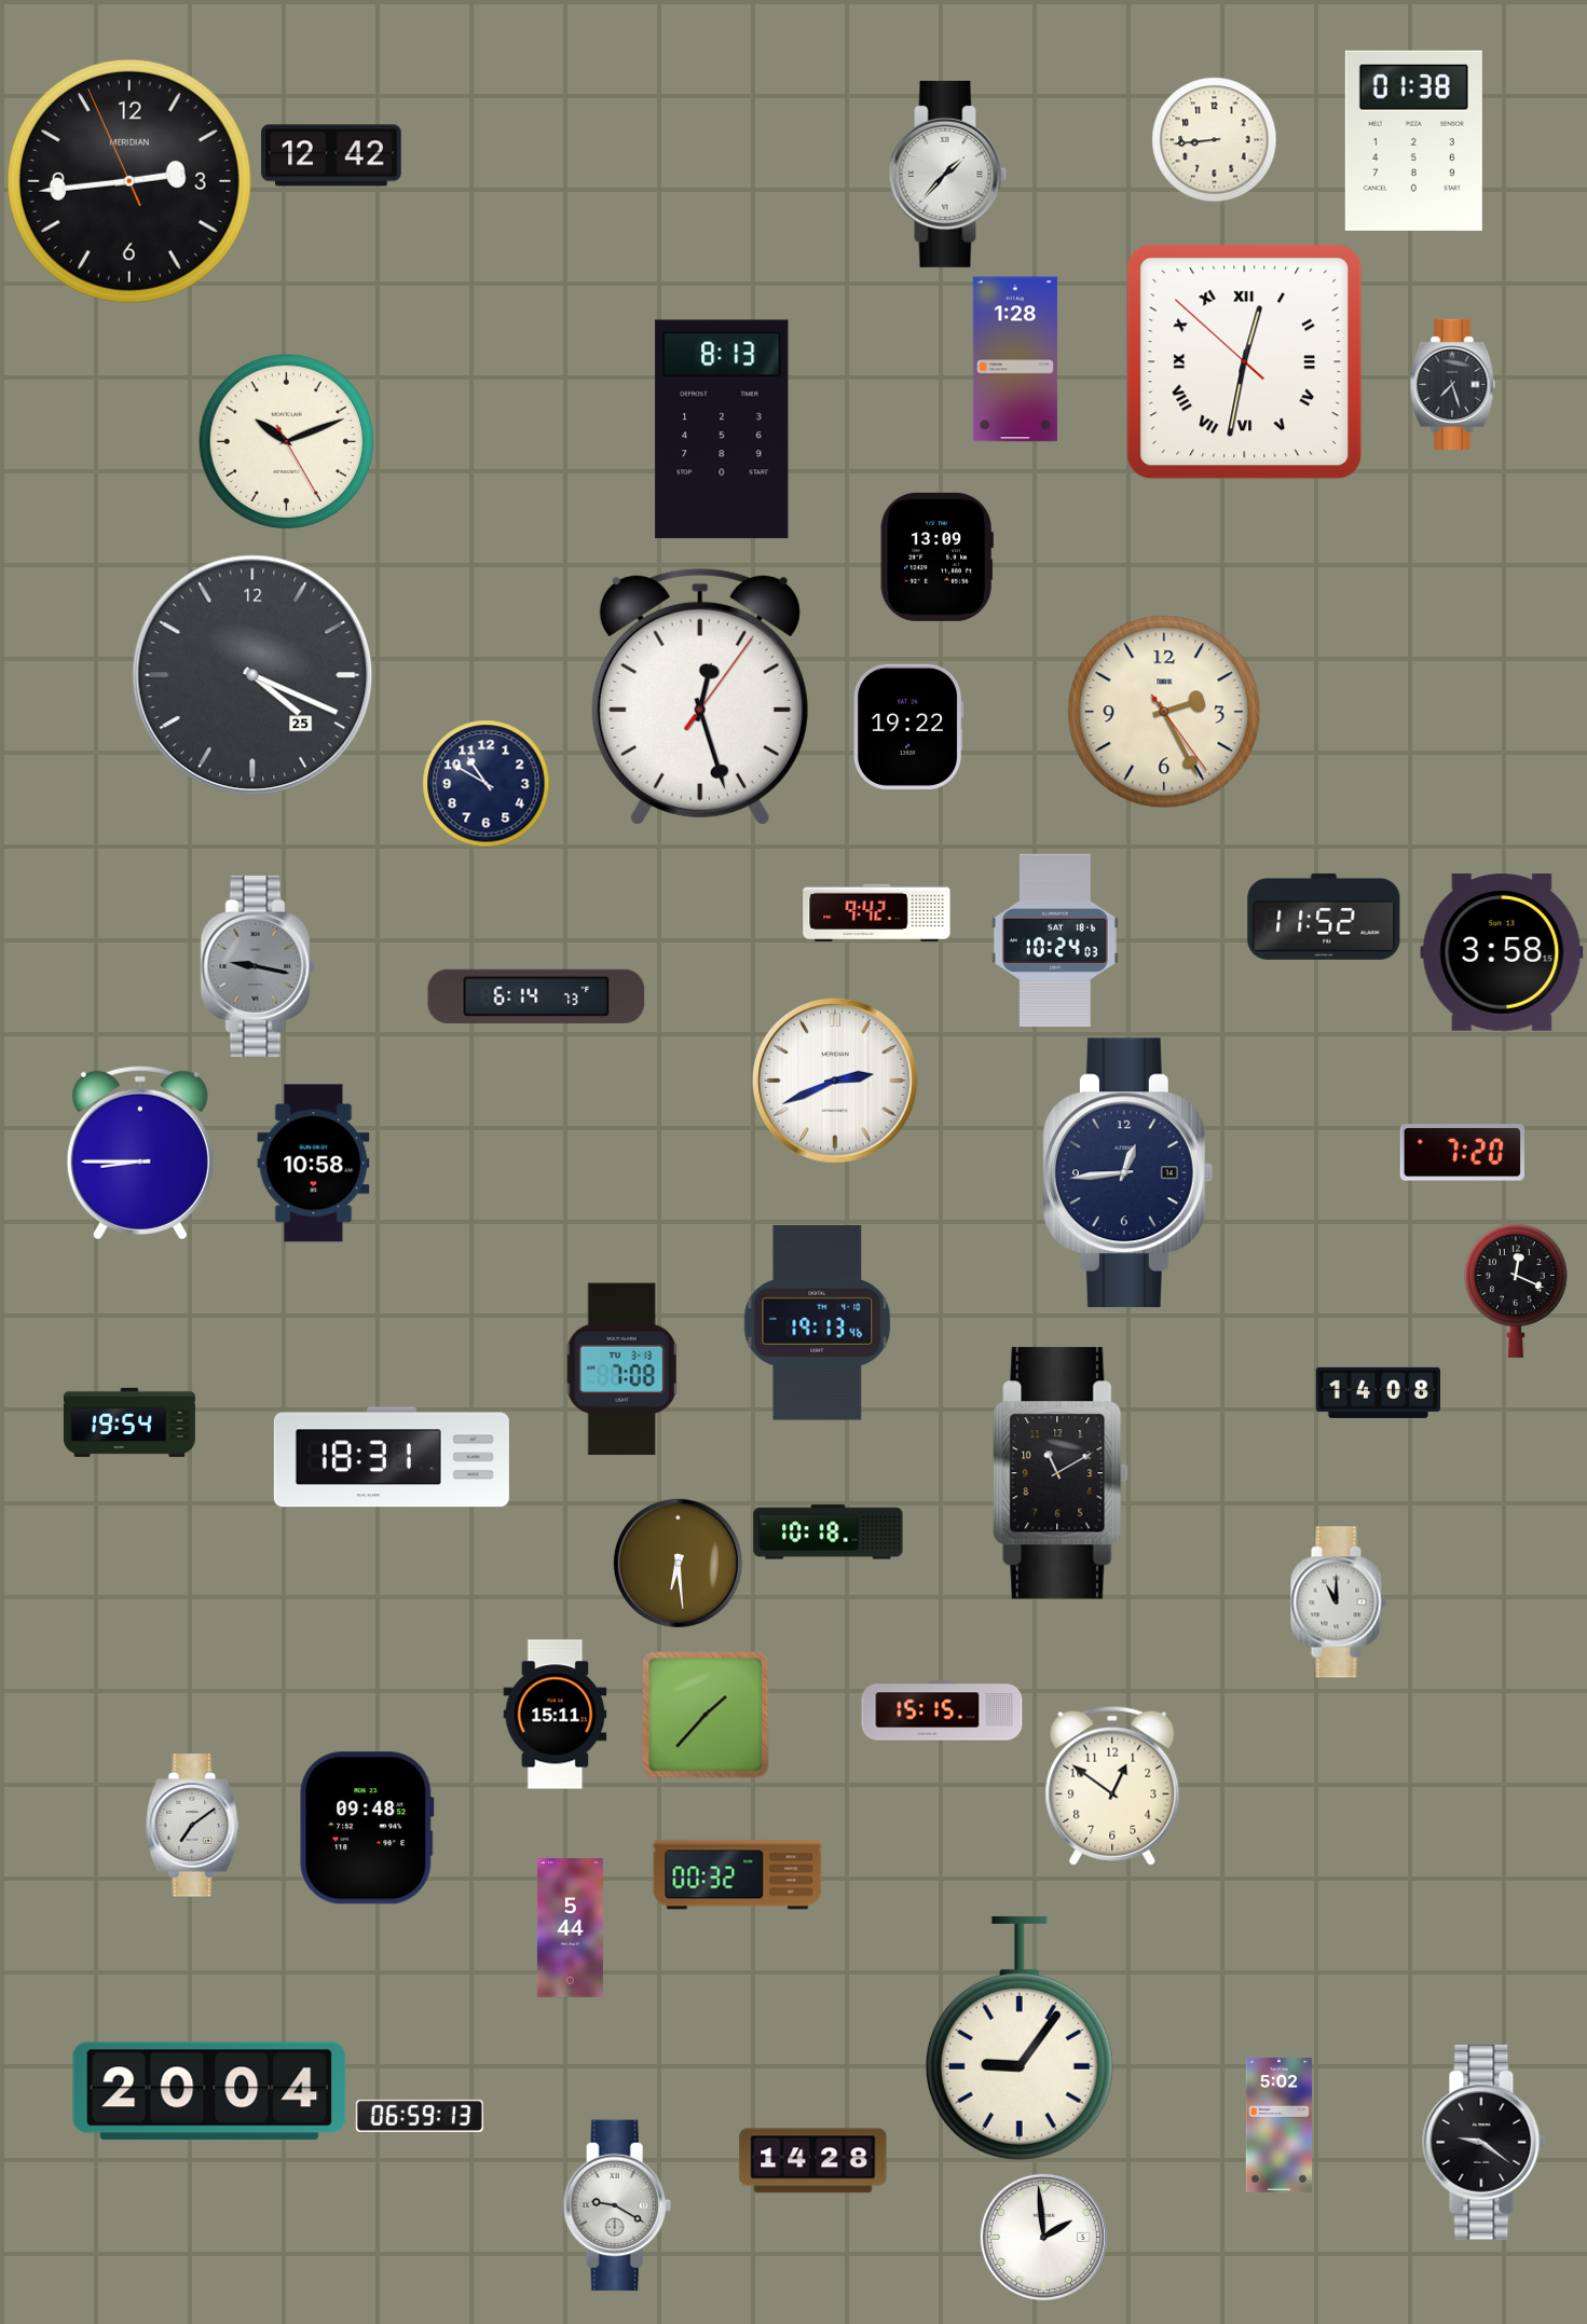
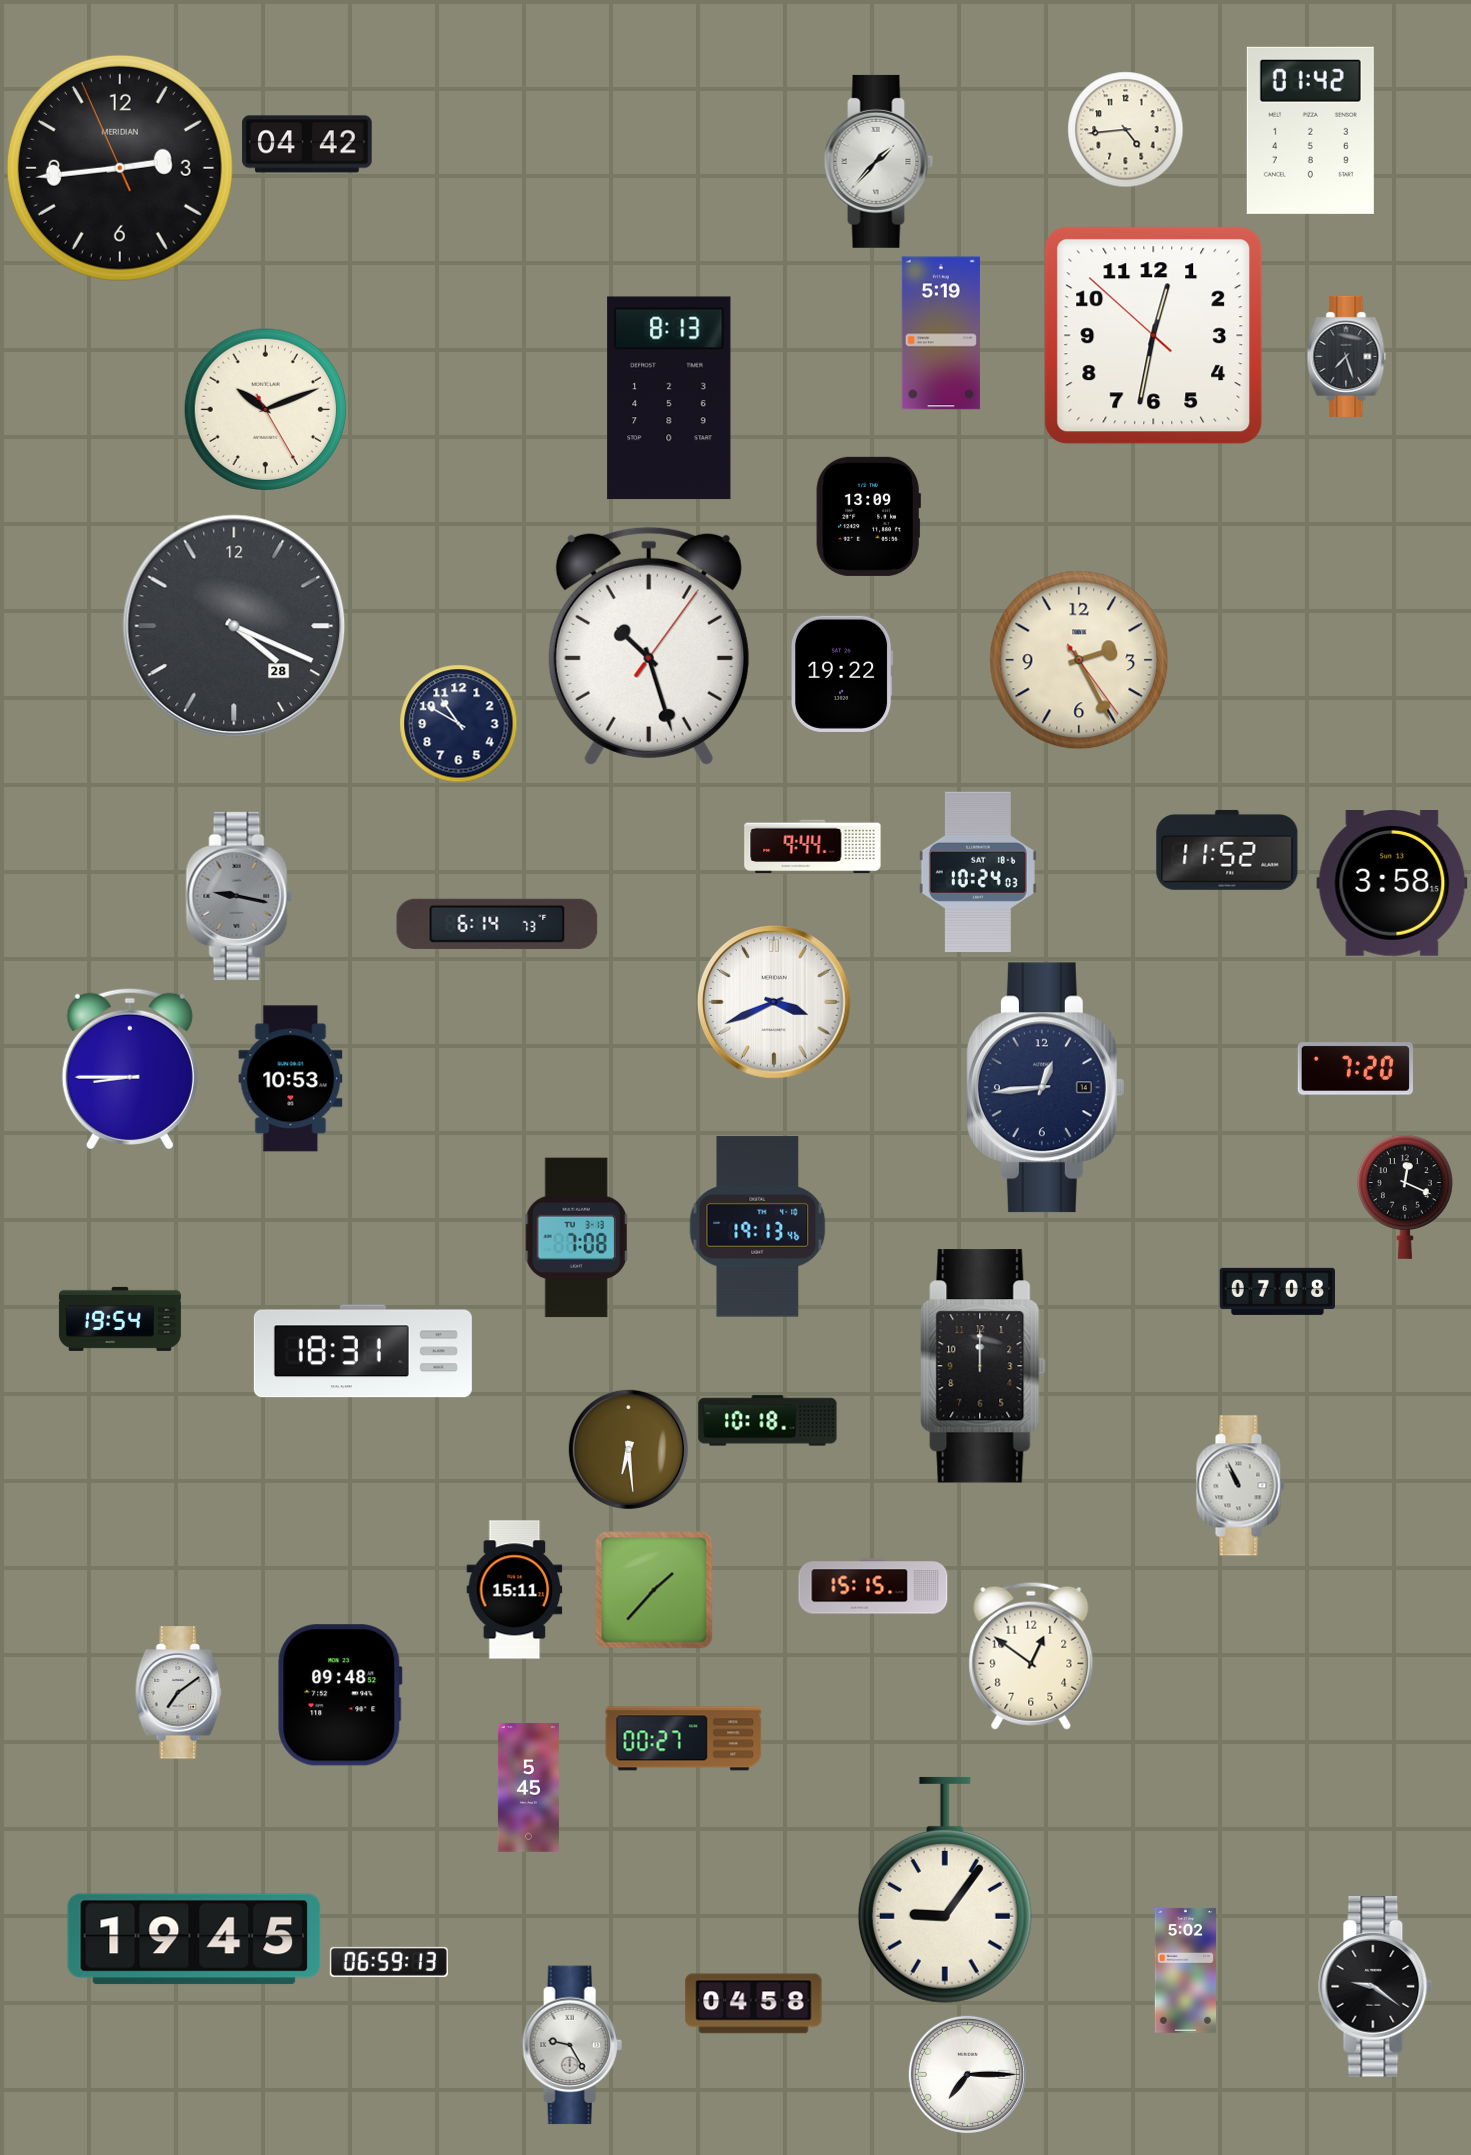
clock at (1215, 140): 8:44 -> 4:44
clock at (1413, 140): 01:38 -> 01:42
clock at (331, 155): 12:42 -> 04:42
clock at (1015, 359): 1:28 -> 5:19
clock at (1245, 362) numerals: Roman -> Arabic
clock at (252, 675) date: 25 -> 28
clock at (700, 697): 12:27 -> 10:27
clock at (487, 784) position: (487, 784) -> (459, 724)
clock at (877, 913): 9:42 -> 9:44
clock at (836, 1082): 2:41 -> 3:41
clock at (314, 1164): 10:58 -> 10:53
clock at (623, 1370) position: (623, 1370) -> (577, 1238)
clock at (1378, 1392): 14:08 -> 07:08
clock at (1061, 1473): 11:10 -> 12:00
clock at (1338, 1603): 11:00 -> 10:56
clock at (738, 1875): 00:32 -> 00:27
clock at (570, 1928): 5:44 -> 5:45
clock at (209, 2091): 20:04 -> 19:45
clock at (813, 2161): 14:28 -> 04:58
clock at (617, 2205): 9:20 -> 9:25
clock at (1043, 2237): 1:59 -> 7:15
